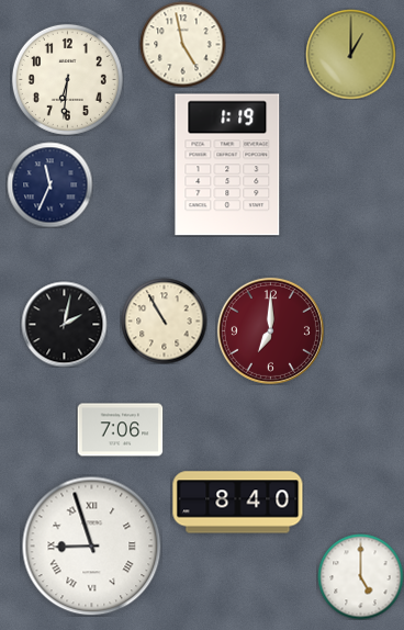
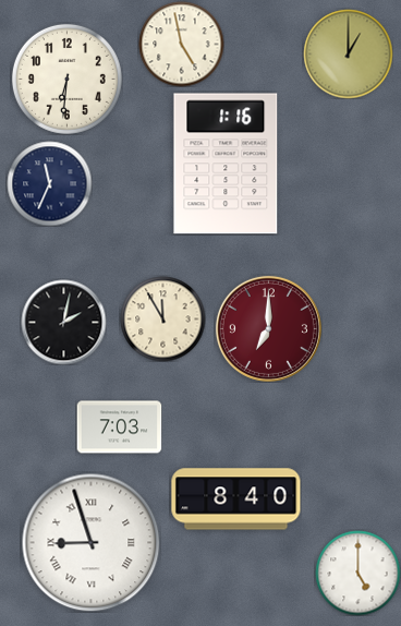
clock at (227, 165): 1:19 -> 1:16
clock at (164, 320): 10:55 -> 11:55
clock at (120, 430): 7:06 -> 7:03
